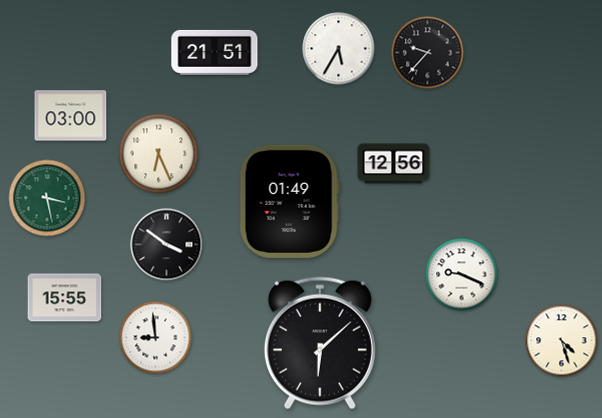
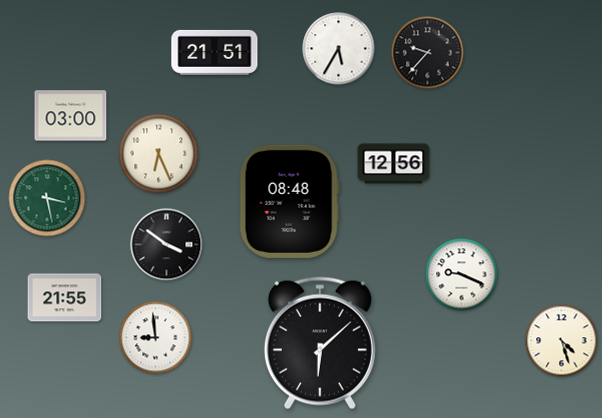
clock at (289, 201): 01:49 -> 08:48
clock at (65, 298): 15:55 -> 21:55
